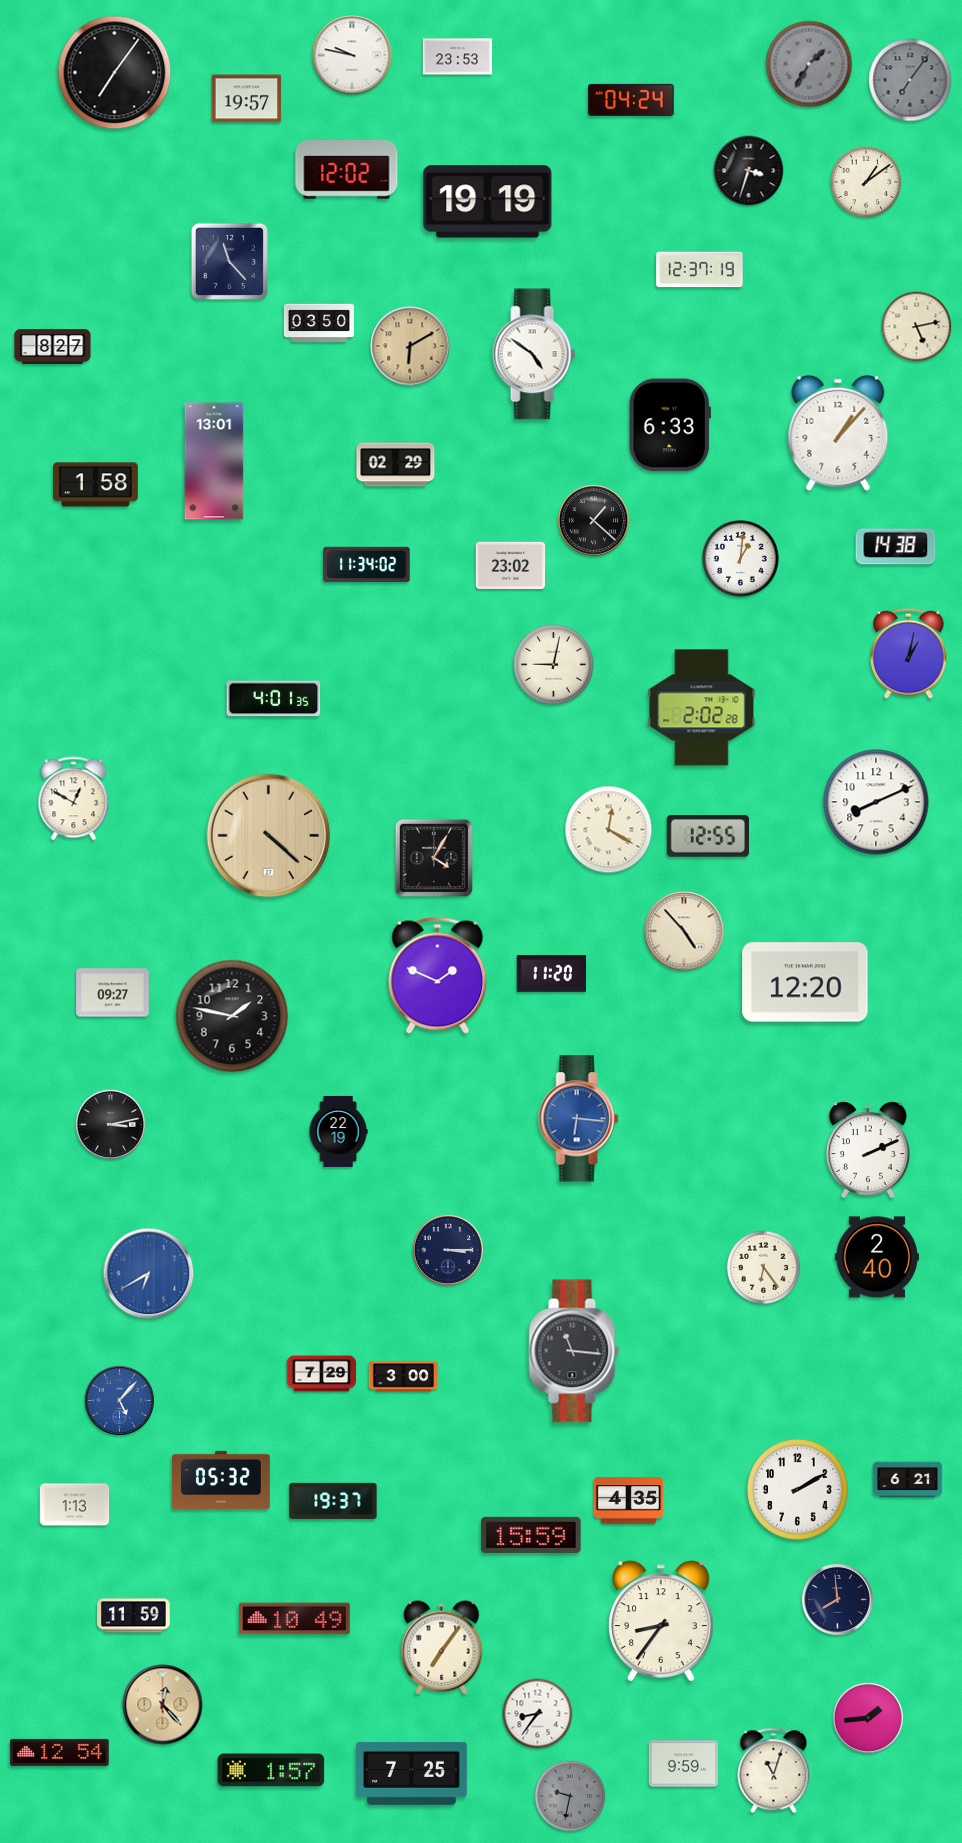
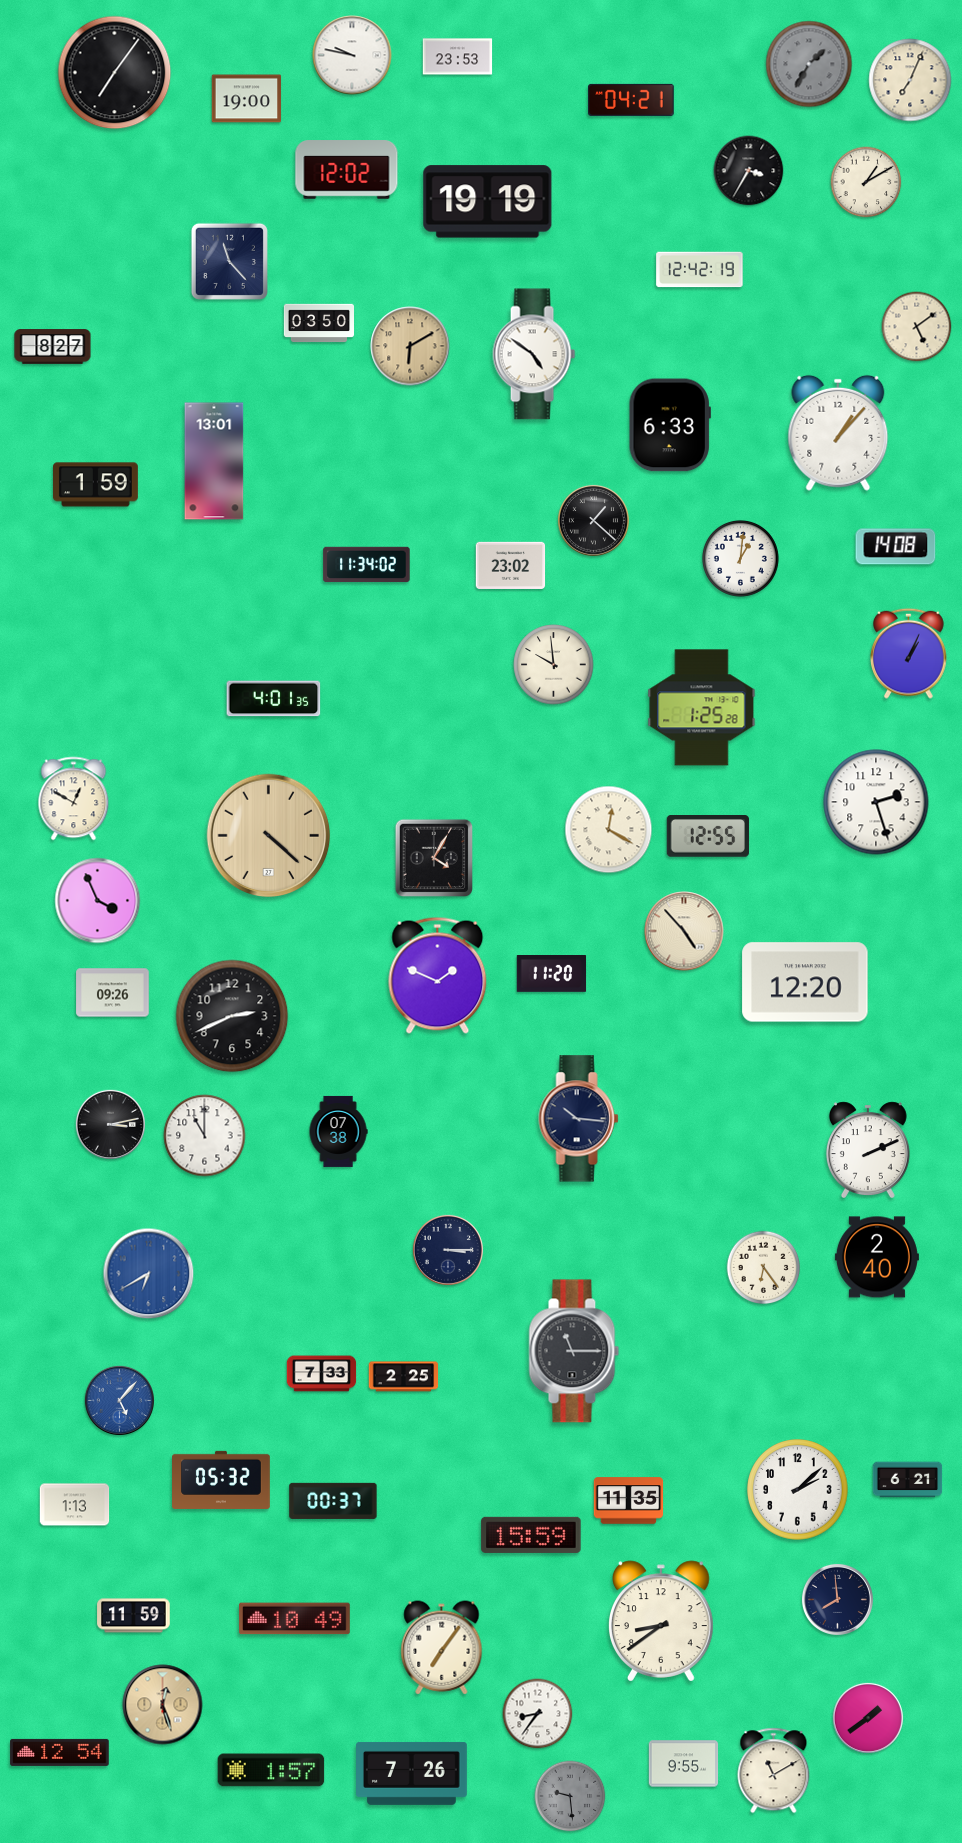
clock at (910, 80): 7:06 -> 7:04
clock at (910, 80) dial: grey -> cream
clock at (247, 99): 19:57 -> 19:00
clock at (631, 100): 04:24 -> 04:21
clock at (749, 171): 3:33 -> 3:35
clock at (866, 182): 1:09 -> 1:10
clock at (700, 270): 12:37 -> 12:42
clock at (917, 327): 5:13 -> 5:09
clock at (396, 465): 02:29 -> none
clock at (96, 485): 1:58 -> 1:59
clock at (896, 547): 14:38 -> 14:08
clock at (909, 653): 1:02 -> 1:04
clock at (554, 665): 9:02 -> 9:59
clock at (702, 708): 2:02 -> 1:25
clock at (876, 802): 8:11 -> 2:27
clock at (98, 901): none -> 3:56
clock at (113, 993): 09:27 -> 09:26
clock at (232, 1016): 1:47 -> 2:41
clock at (579, 1119): 6:16 -> 10:16
clock at (579, 1119) dial: blue -> navy
clock at (338, 1131): 22:19 -> 07:38
clock at (205, 1136): none -> 11:00
clock at (574, 1351): 11:16 -> 11:15
clock at (322, 1374): 7:29 -> 7:33
clock at (404, 1377): 3:00 -> 2:25
clock at (798, 1490): 2:10 -> 2:08
clock at (333, 1501): 19:37 -> 00:37
clock at (629, 1501): 4:35 -> 11:35
clock at (662, 1621): 8:36 -> 8:39
clock at (163, 1705): 12:23 -> 12:27
clock at (868, 1718): 1:44 -> 1:39
clock at (684, 1764): 9:59 -> 9:55
clock at (774, 1771): 11:03 -> 11:10
clock at (412, 1773): 7:25 -> 7:26
clock at (570, 1796): 9:32 -> 9:29
